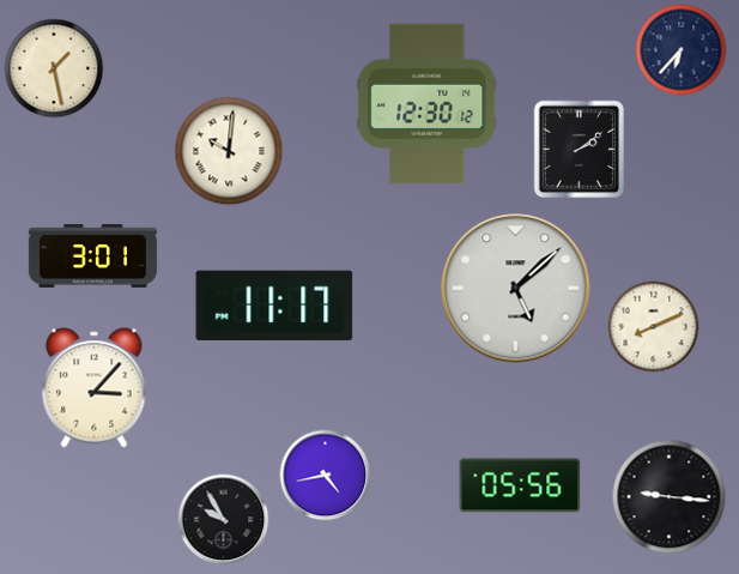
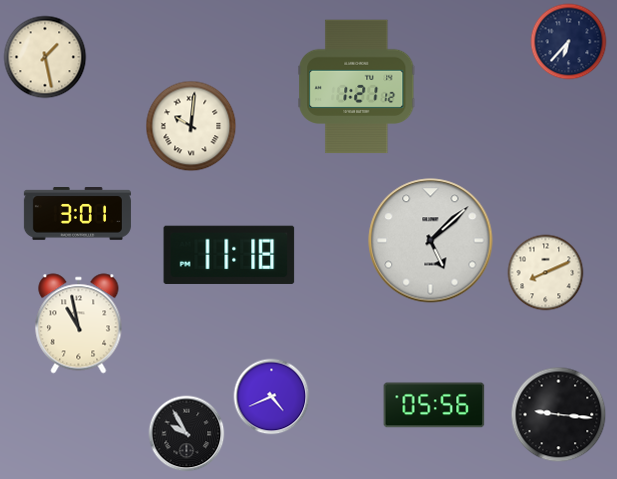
clock at (428, 104): 12:30 -> 1:21
clock at (580, 150): 2:09 -> none
clock at (274, 306): 11:17 -> 11:18
clock at (95, 388): 3:07 -> 10:58
clock at (326, 476): 4:43 -> 4:41
